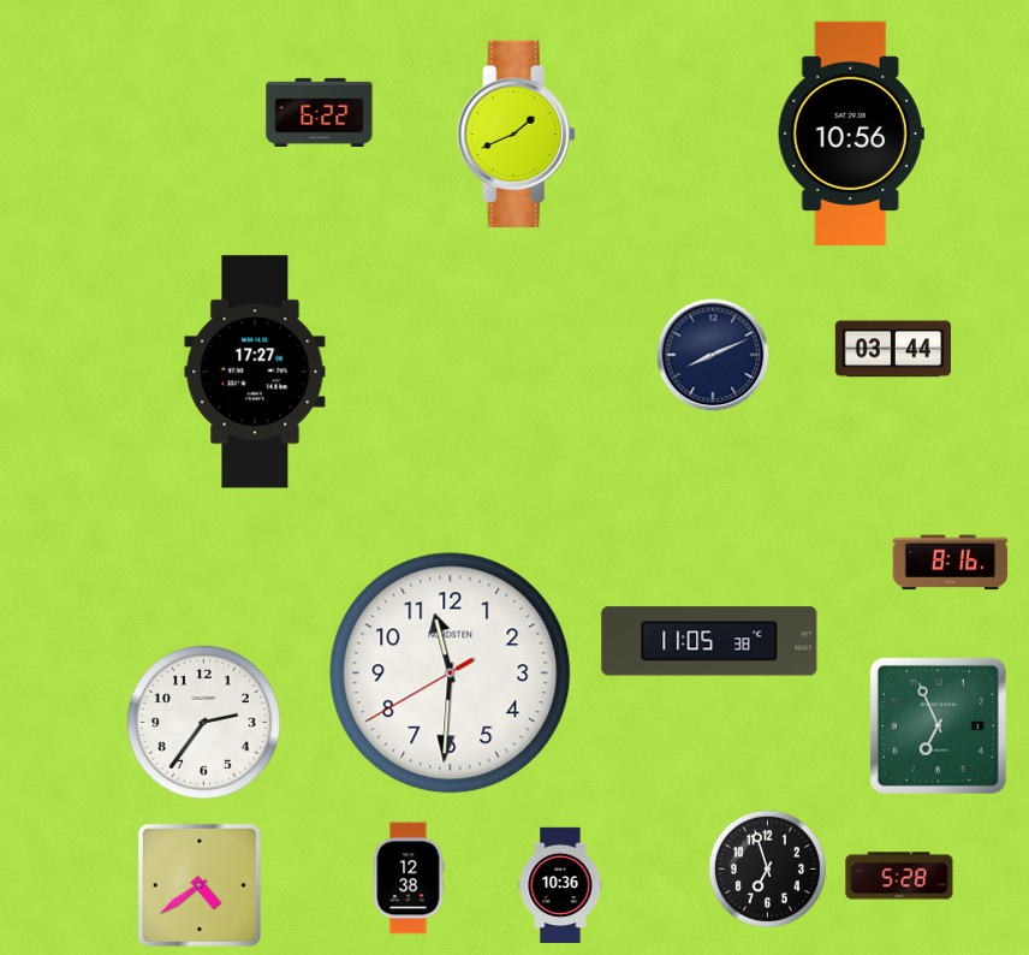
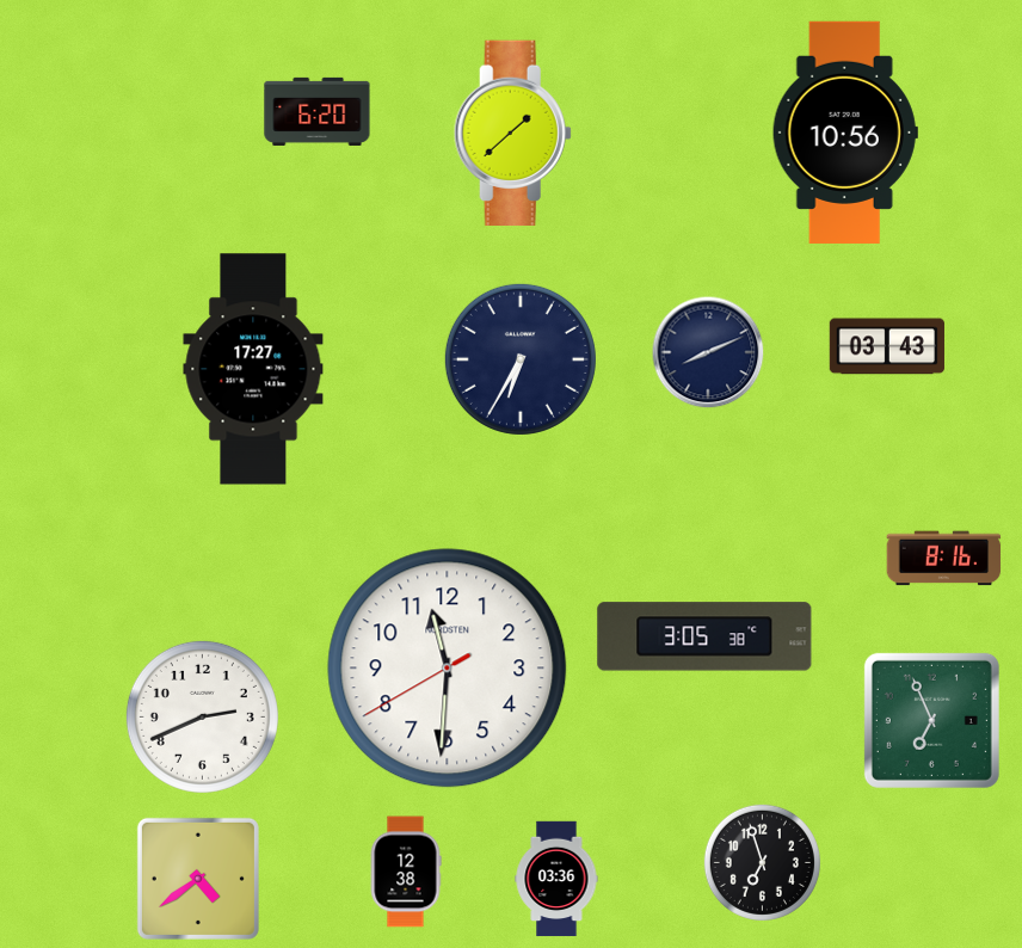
clock at (320, 112): 6:22 -> 6:20
clock at (516, 134): 1:41 -> 1:38
clock at (893, 349): 03:44 -> 03:43
clock at (521, 359): none -> 6:35
clock at (709, 641): 11:05 -> 3:05
clock at (203, 722): 2:36 -> 2:41
clock at (899, 876): 5:28 -> none
clock at (560, 885): 10:36 -> 03:36
